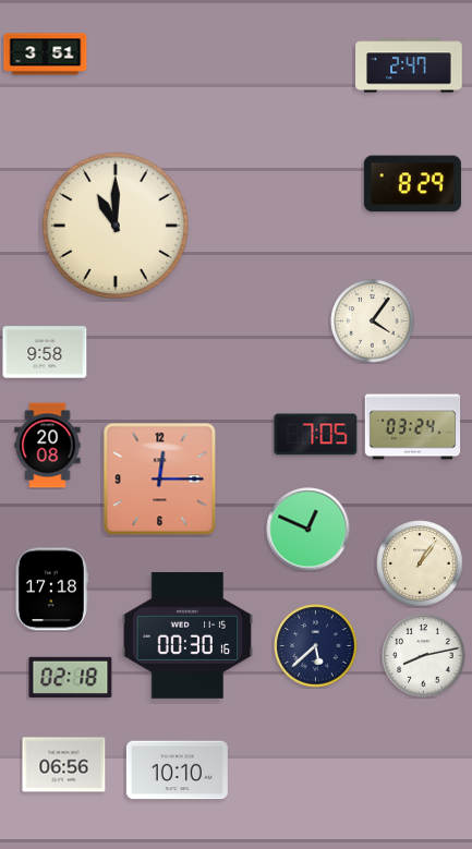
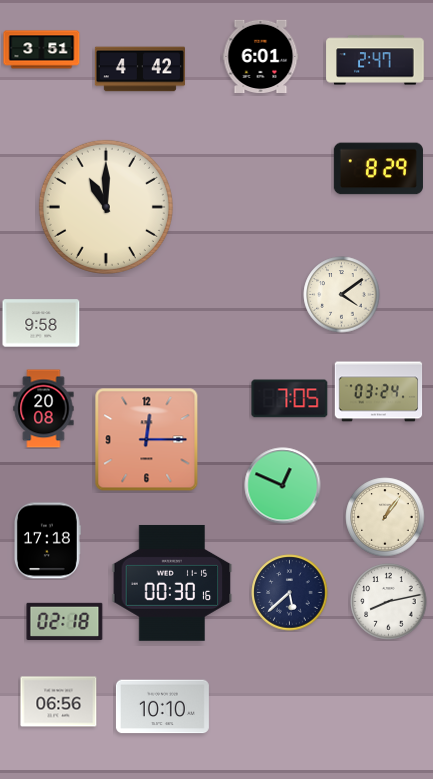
clock at (261, 56): none -> 6:01
clock at (140, 69): none -> 4:42
clock at (373, 322): 4:06 -> 4:09
